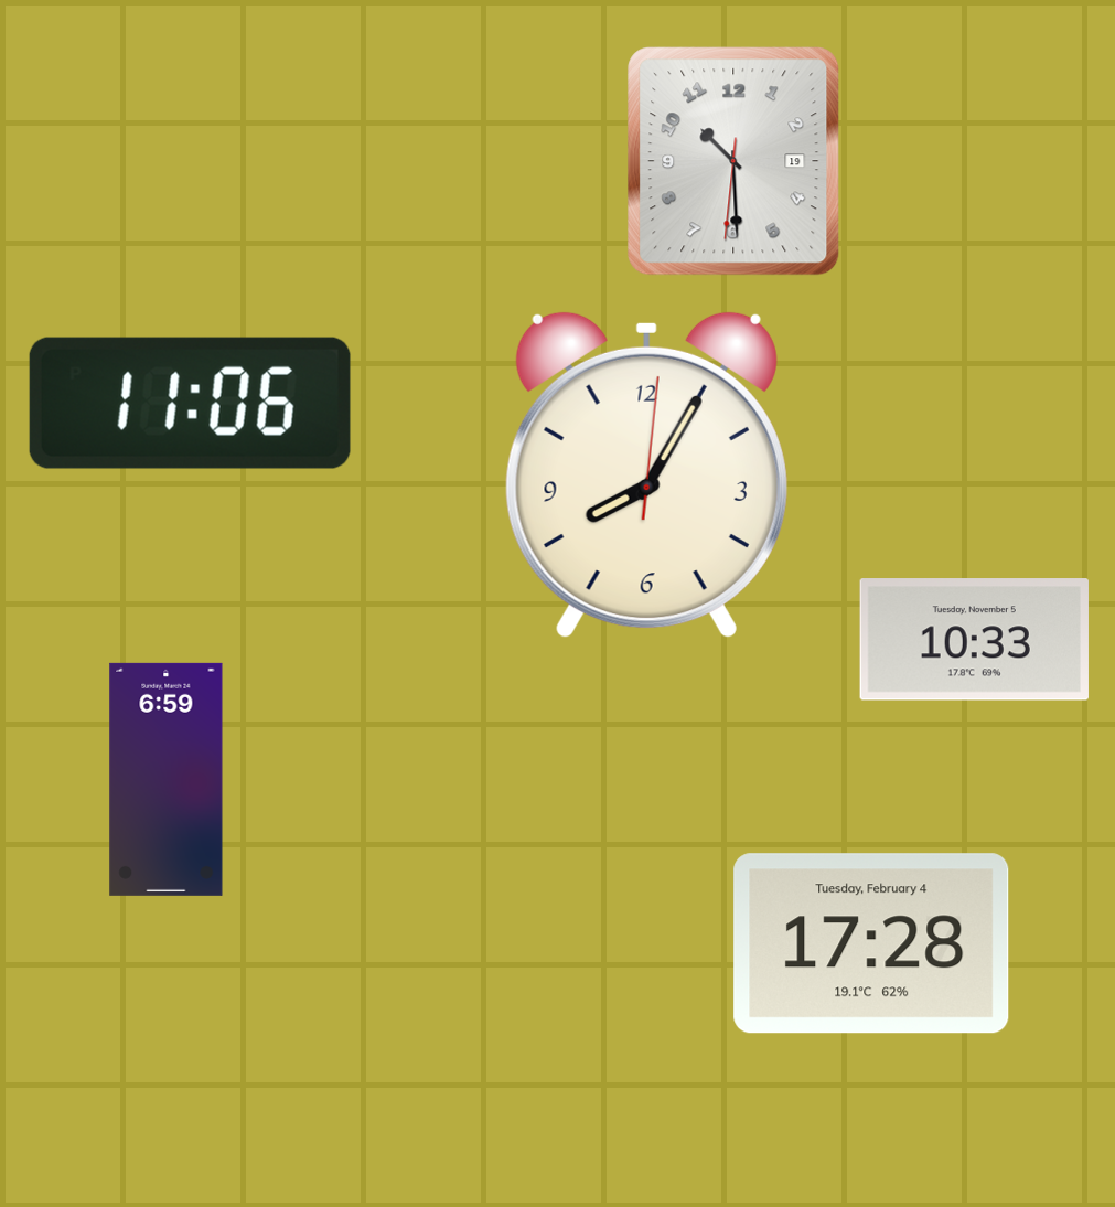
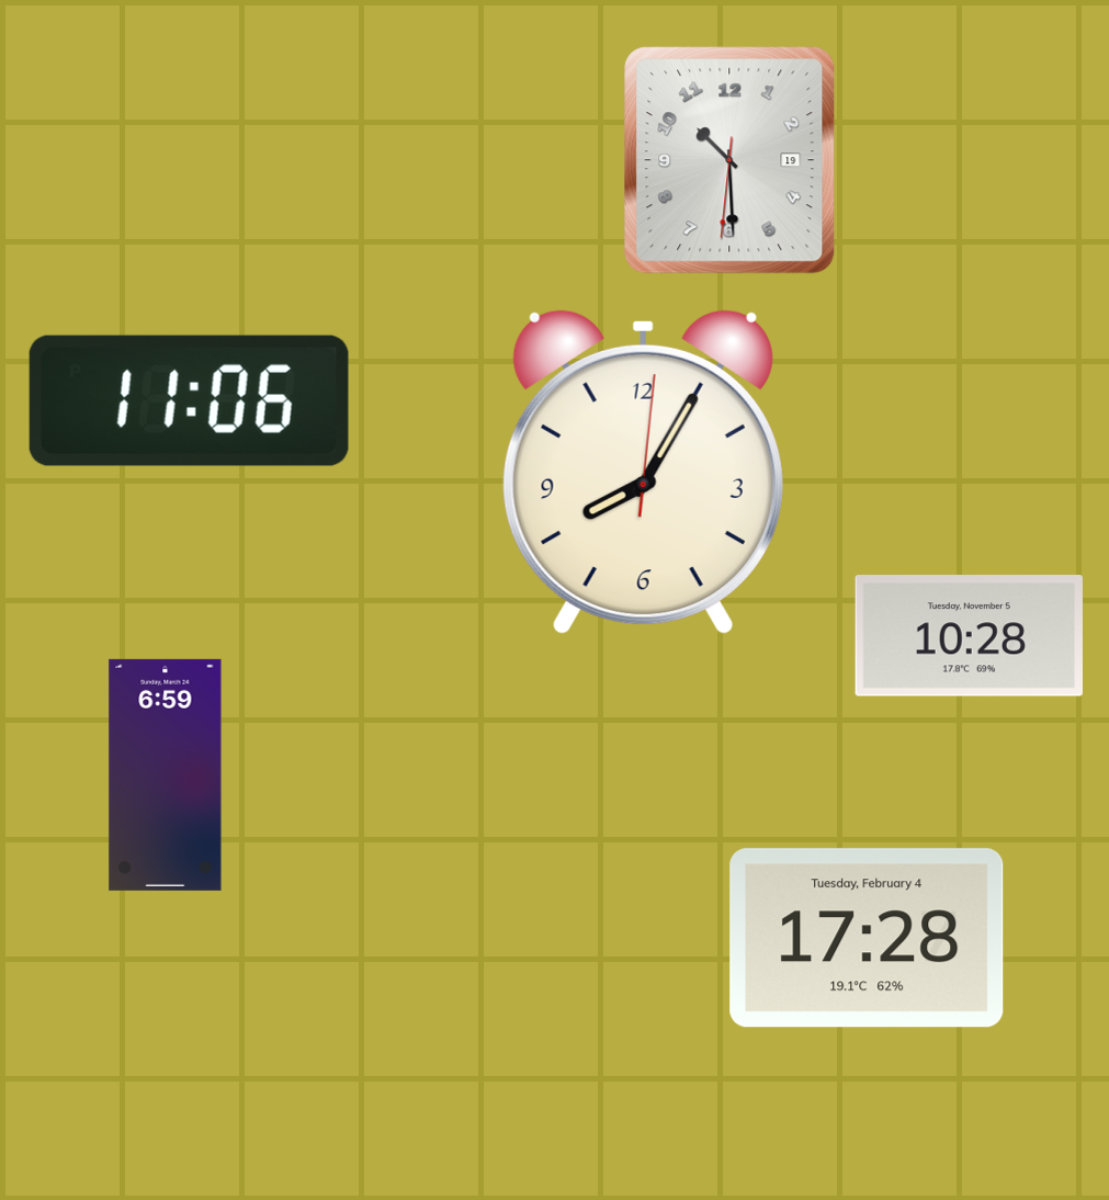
clock at (974, 640): 10:33 -> 10:28
